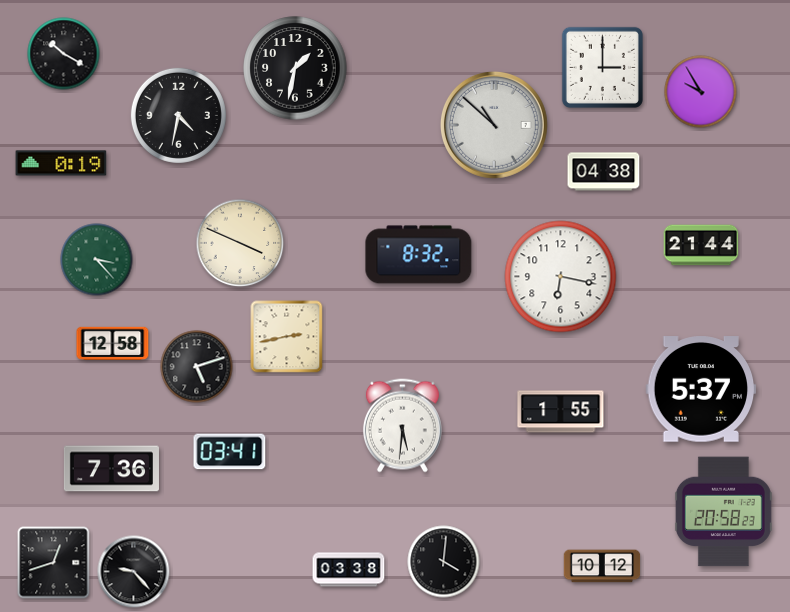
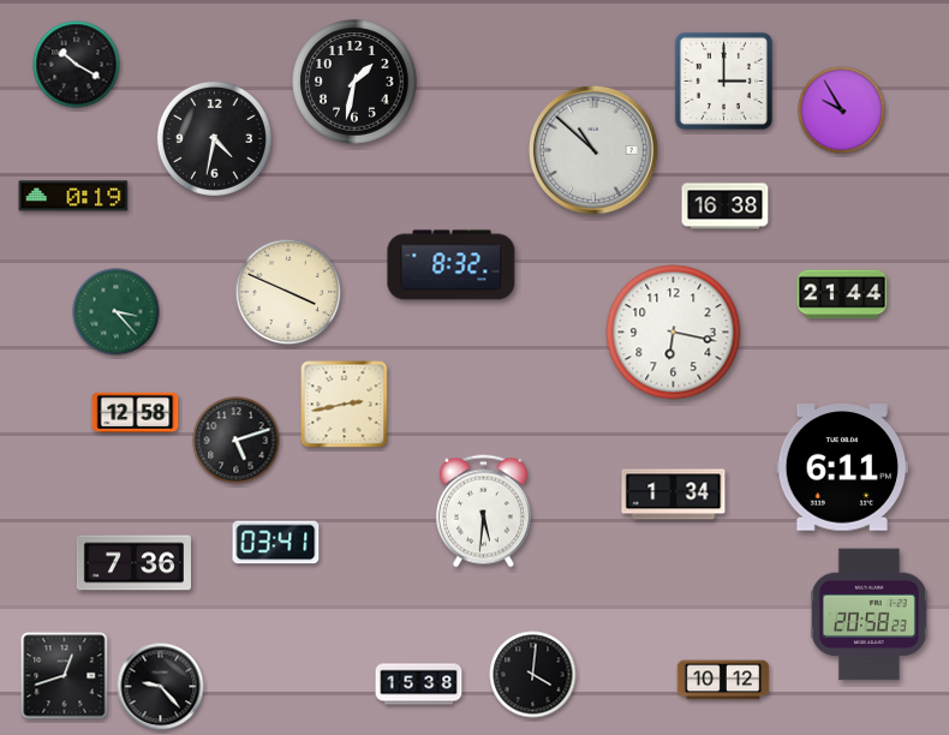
clock at (604, 172): 04:38 -> 16:38
clock at (419, 255) position: (419, 255) -> (452, 265)
clock at (701, 389): 5:37 -> 6:11
clock at (561, 412): 1:55 -> 1:34
clock at (349, 570): 03:38 -> 15:38
